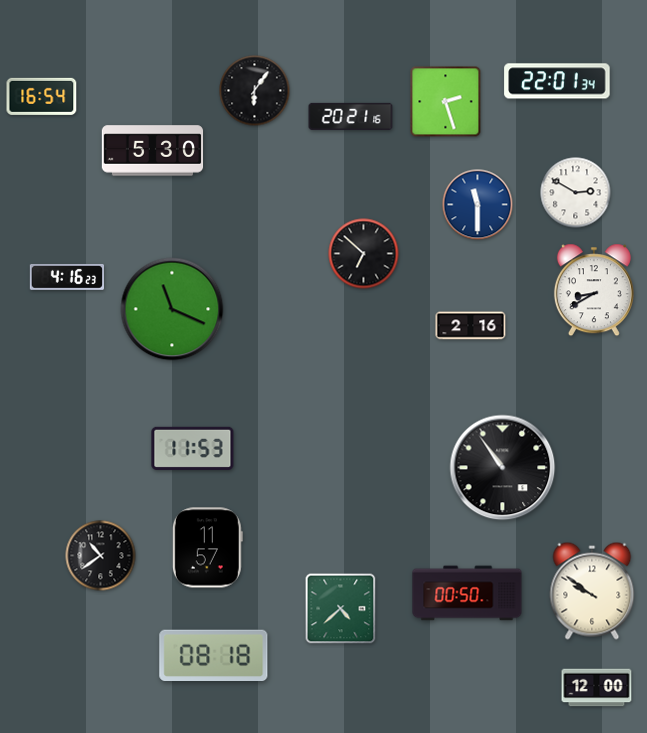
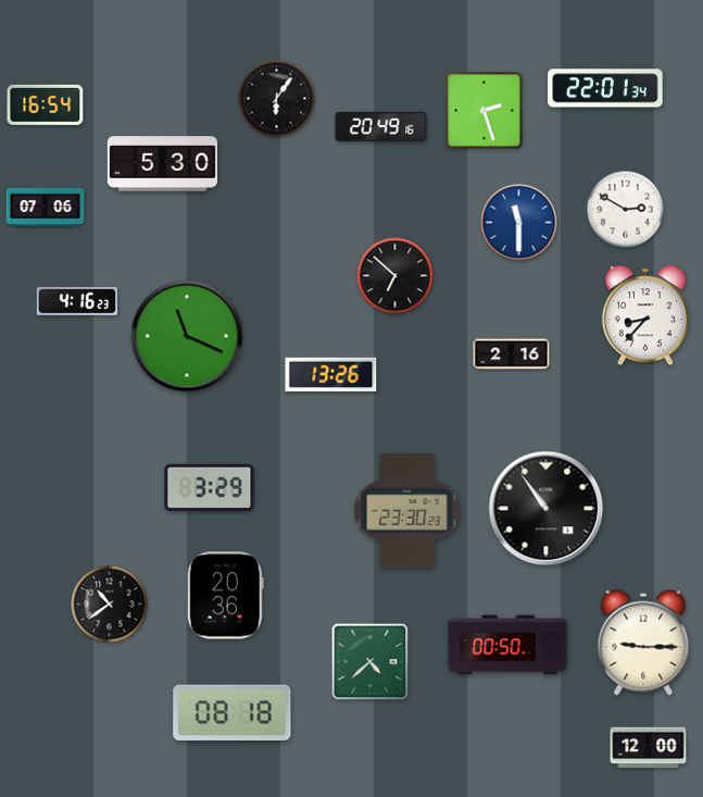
clock at (351, 116): 20:21 -> 20:49
clock at (153, 151) position: (153, 151) -> (163, 164)
clock at (46, 207): none -> 07:06
clock at (66, 277) position: (66, 277) -> (76, 301)
clock at (594, 290): 8:40 -> 8:37
clock at (331, 374): none -> 13:26
clock at (193, 448): 11:53 -> 3:29
clock at (407, 511): none -> 23:30
clock at (207, 548): 11:57 -> 20:36
clock at (592, 591): 9:51 -> 9:15
